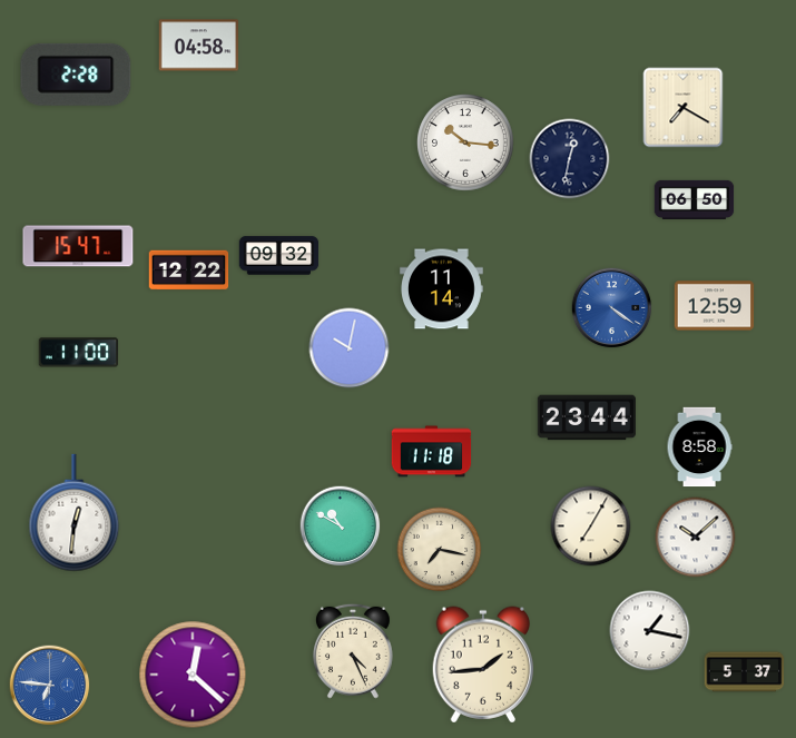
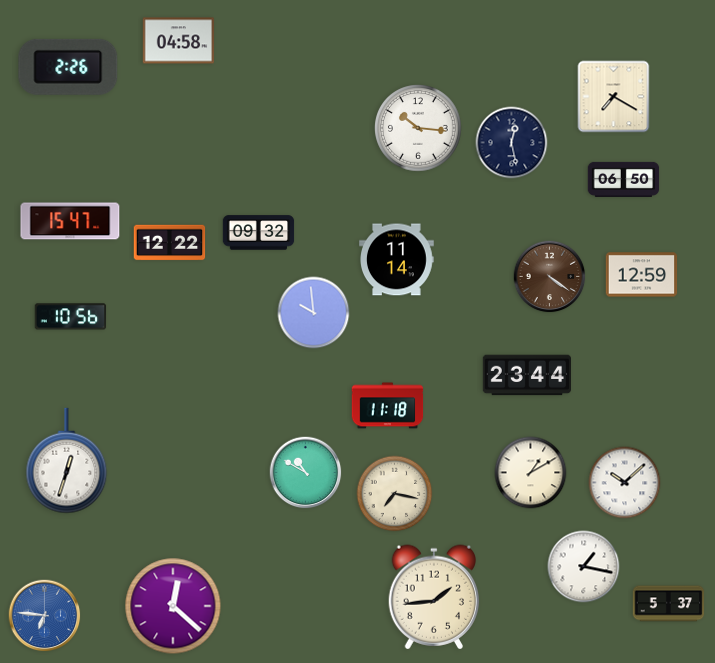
clock at (76, 75): 2:28 -> 2:26
clock at (570, 159): 12:32 -> 12:28
clock at (279, 256) position: (279, 256) -> (259, 233)
clock at (612, 308) dial: blue -> brown
clock at (350, 348): 10:02 -> 9:59
clock at (79, 353): 11:00 -> 10:56
clock at (699, 447): 8:58 -> none
clock at (75, 513): 12:31 -> 12:33
clock at (591, 527): 7:05 -> 1:10
clock at (353, 651): 4:26 -> none
